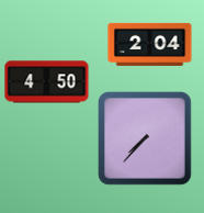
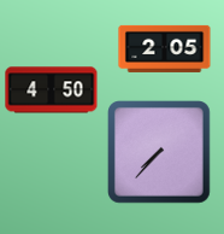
clock at (150, 44): 2:04 -> 2:05
